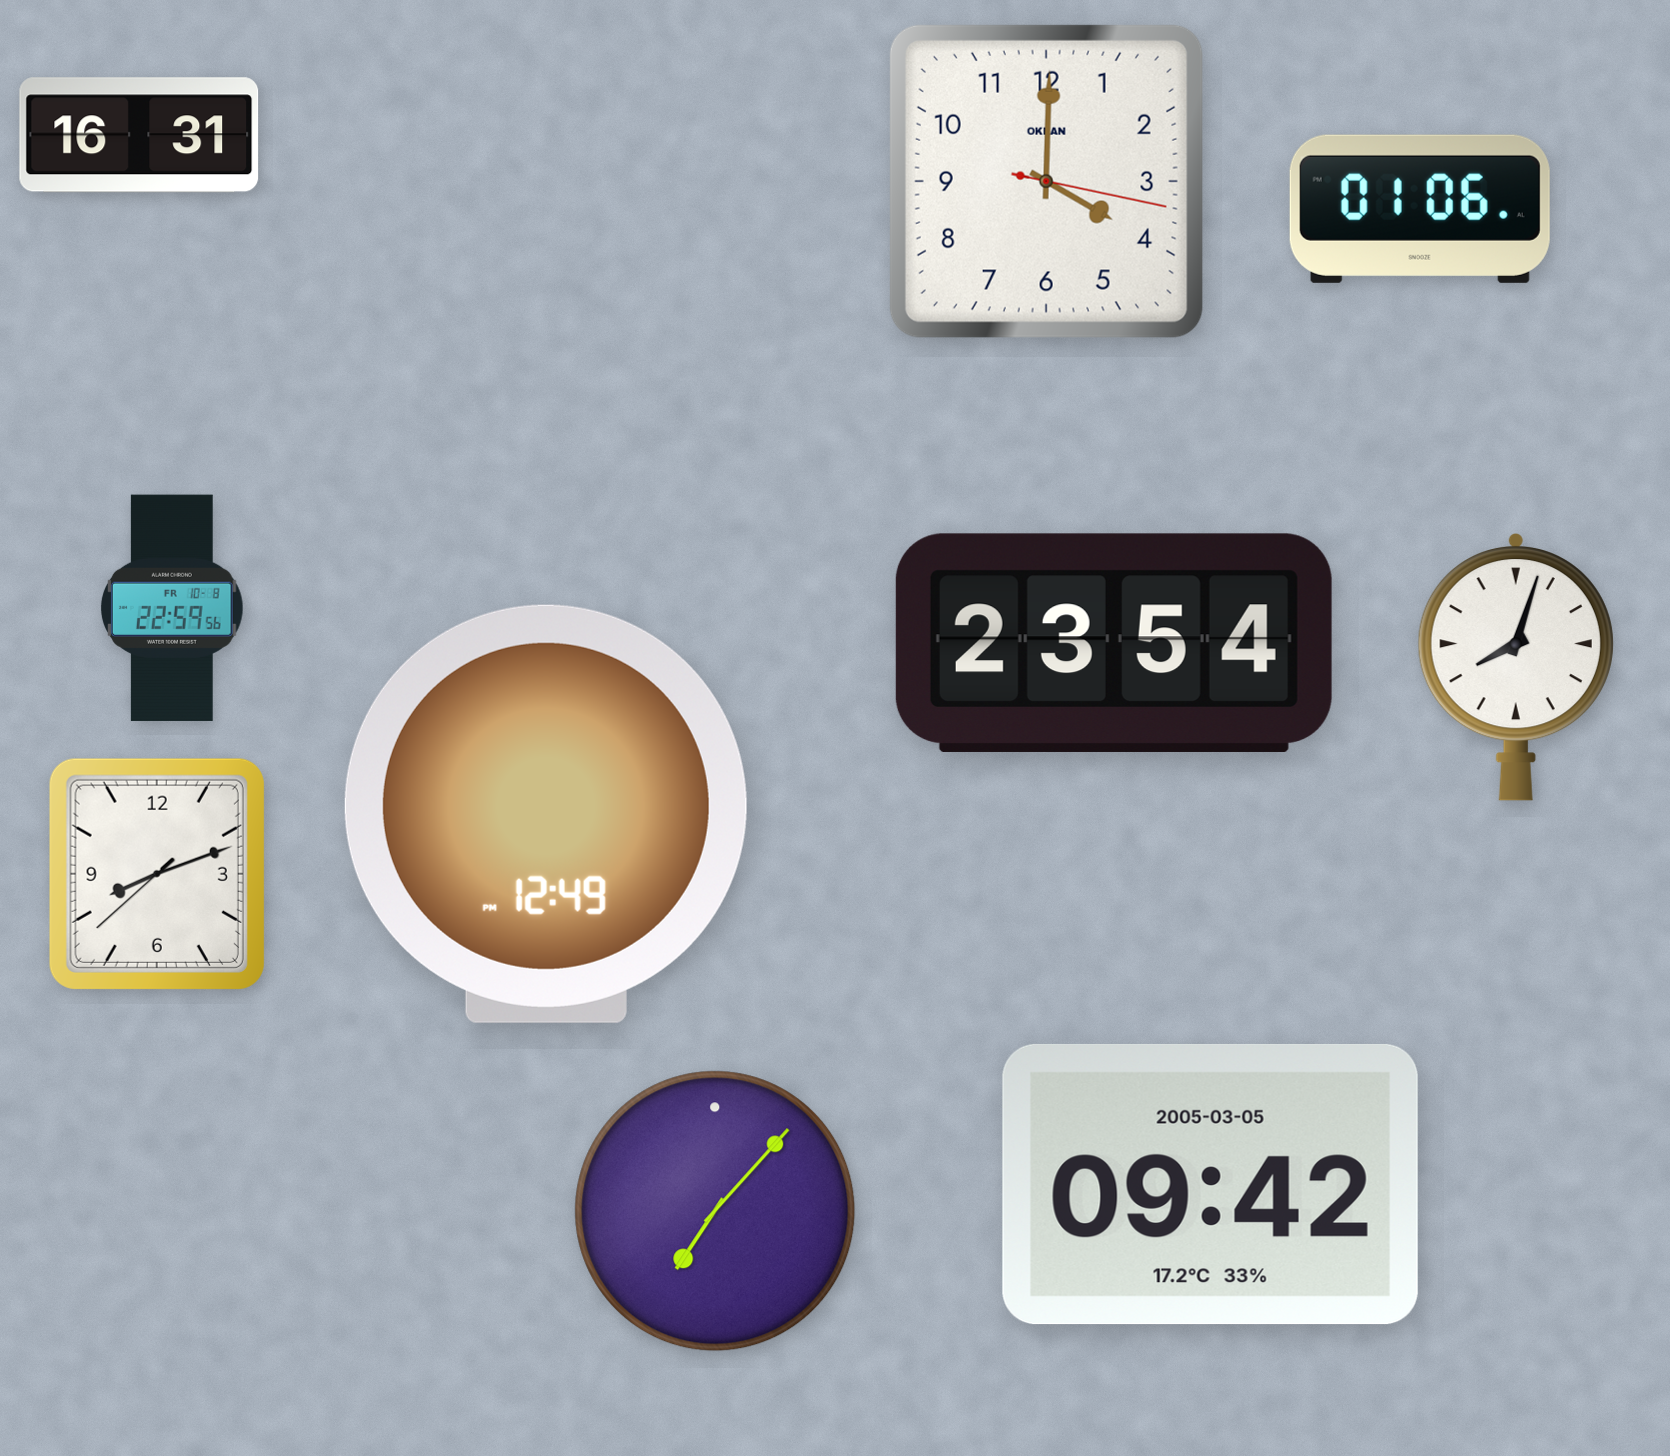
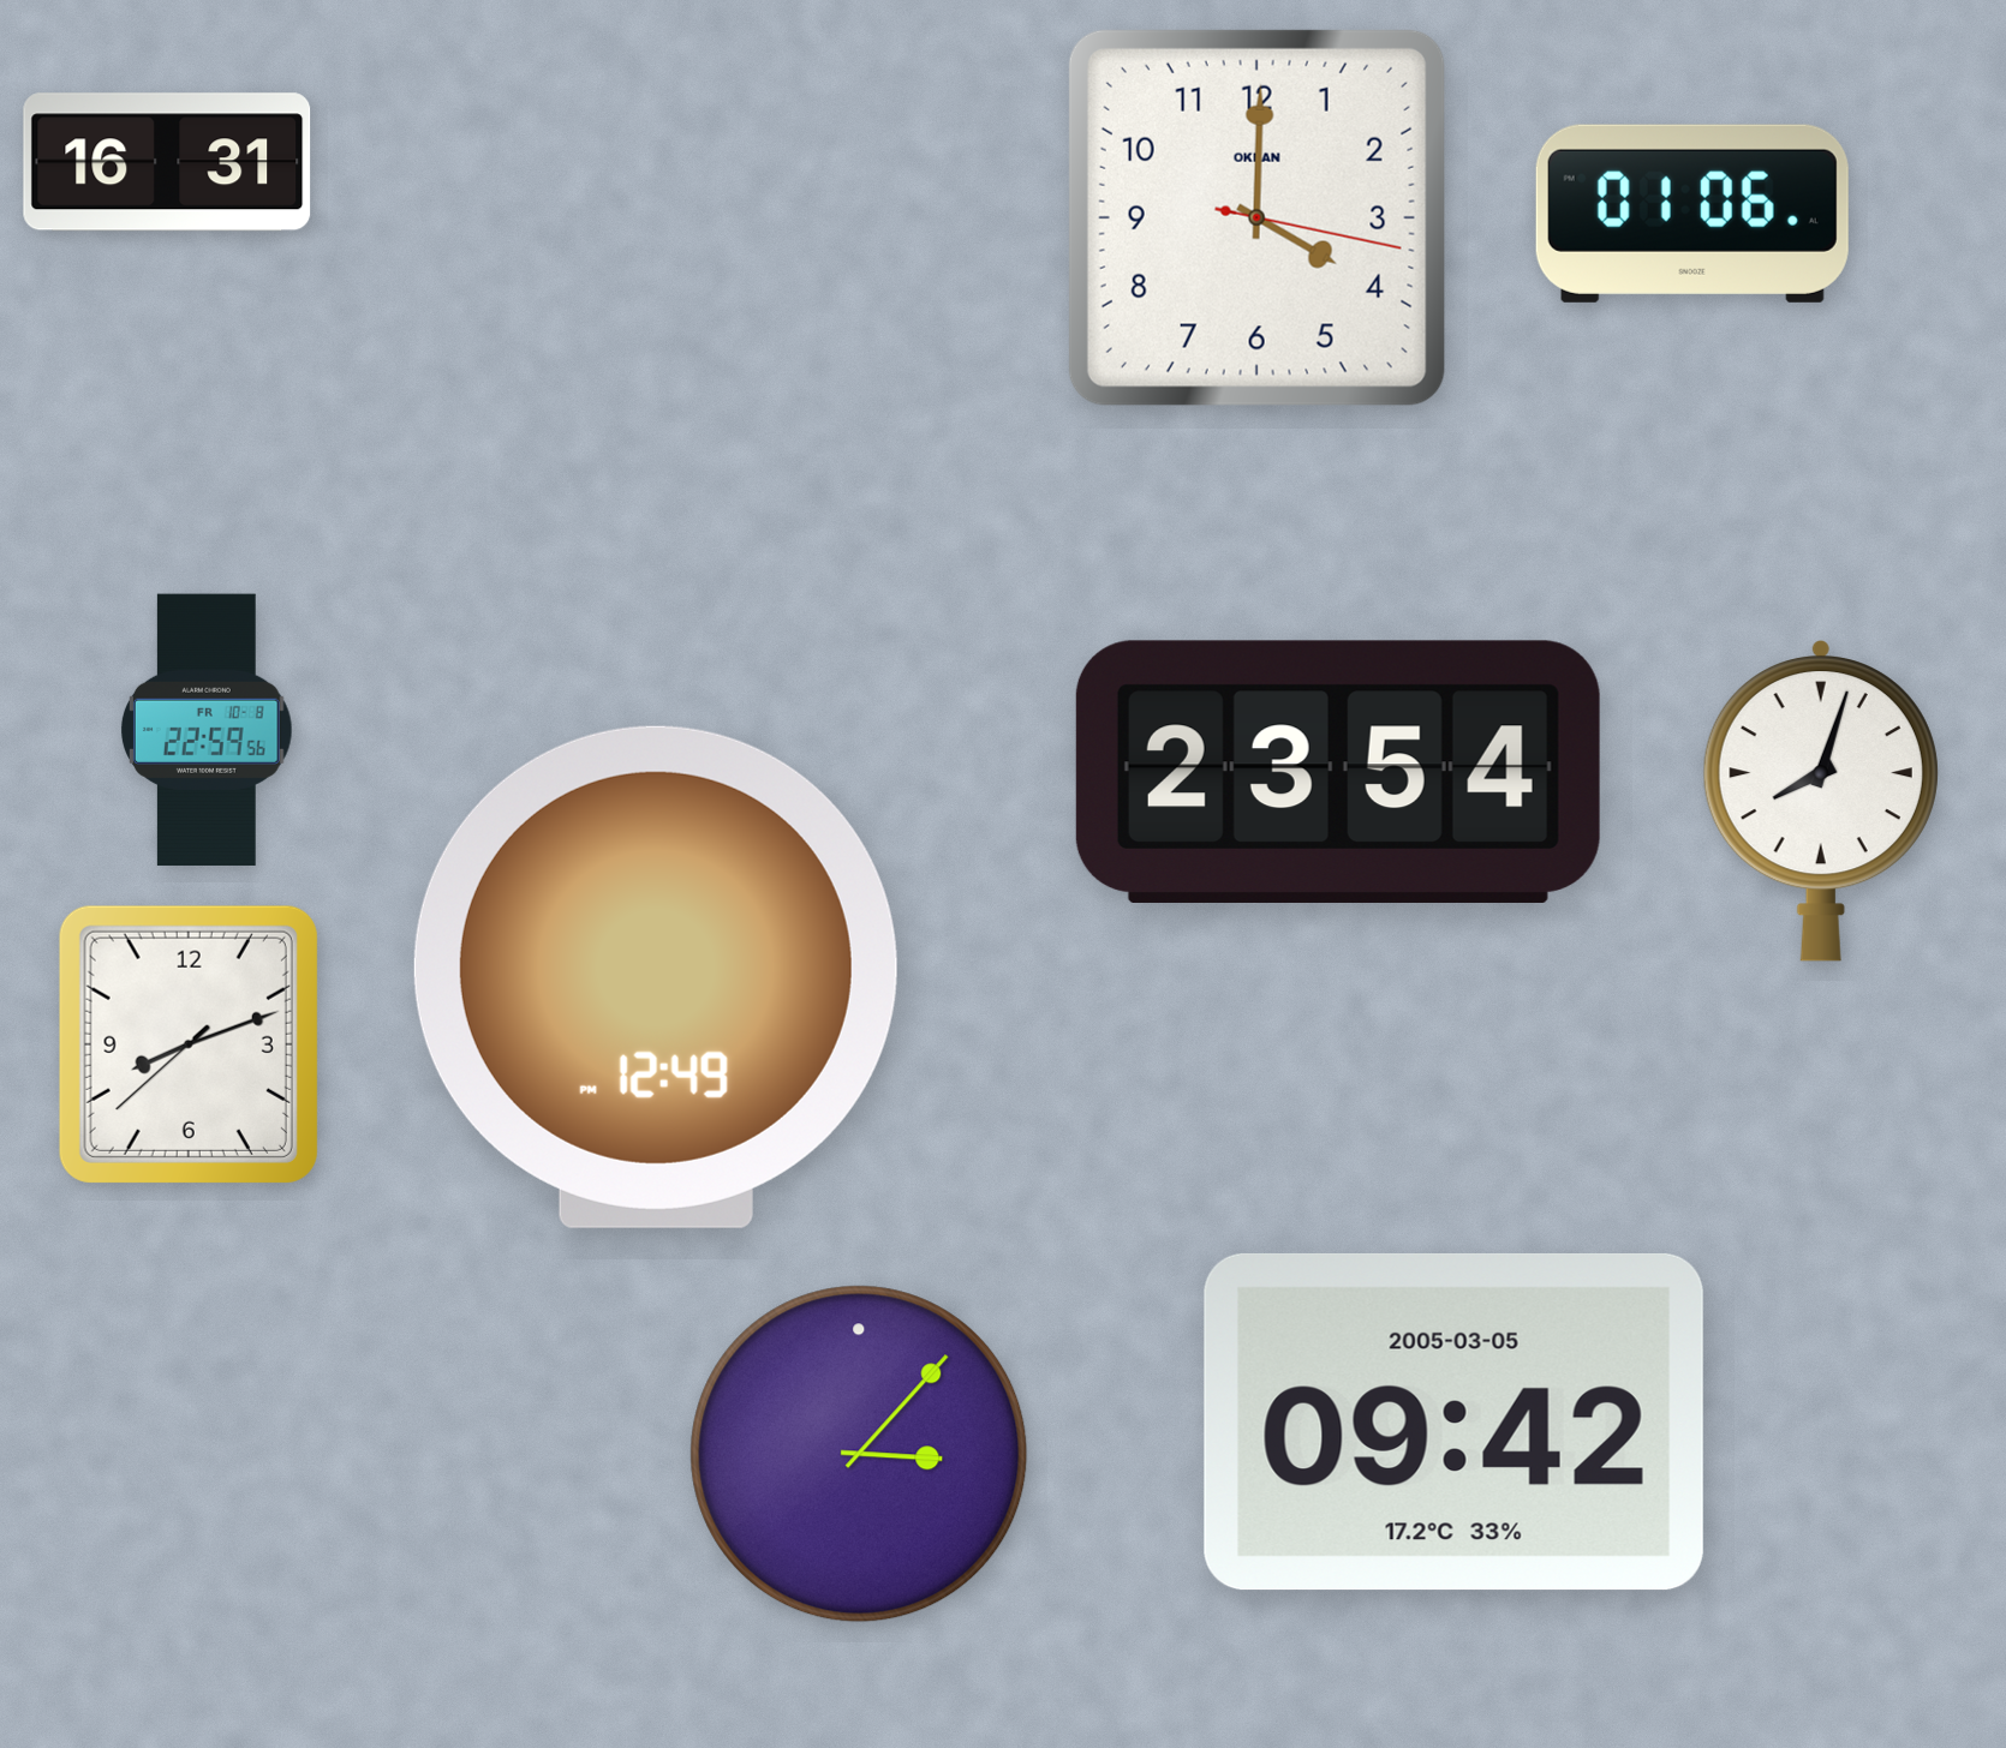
clock at (1420, 209) position: (1420, 209) -> (1692, 214)
clock at (157, 874) position: (157, 874) -> (189, 1044)
clock at (715, 1211): 7:07 -> 3:07
